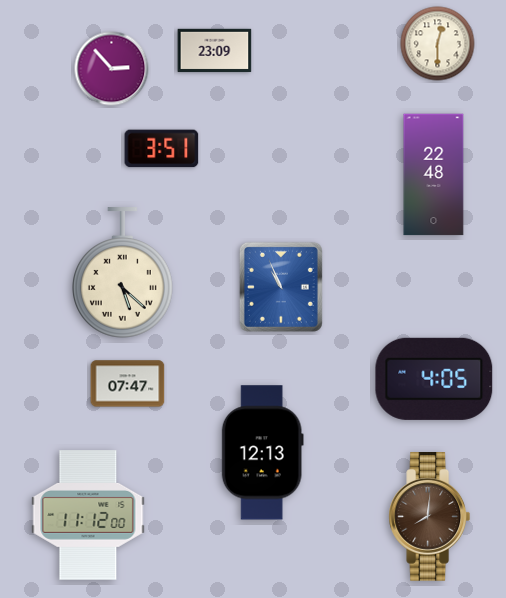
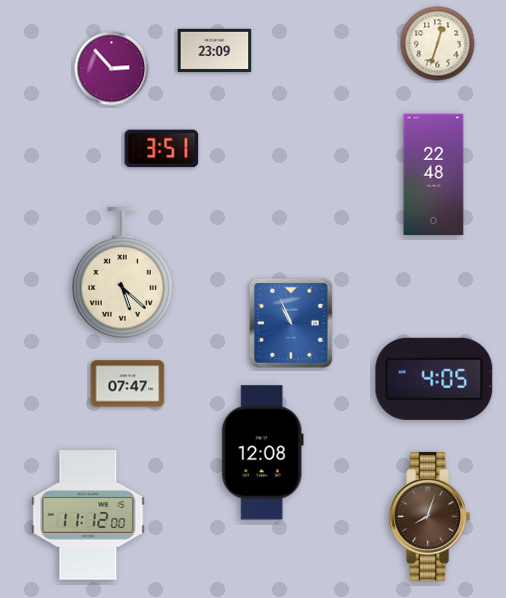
clock at (438, 44): 12:30 -> 12:33
clock at (281, 287) position: (281, 287) -> (291, 323)
clock at (262, 453): 12:13 -> 12:08
clock at (430, 517): 8:01 -> 8:03
